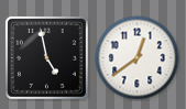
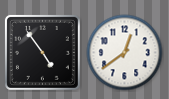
clock at (46, 57): 4:58 -> 4:54
